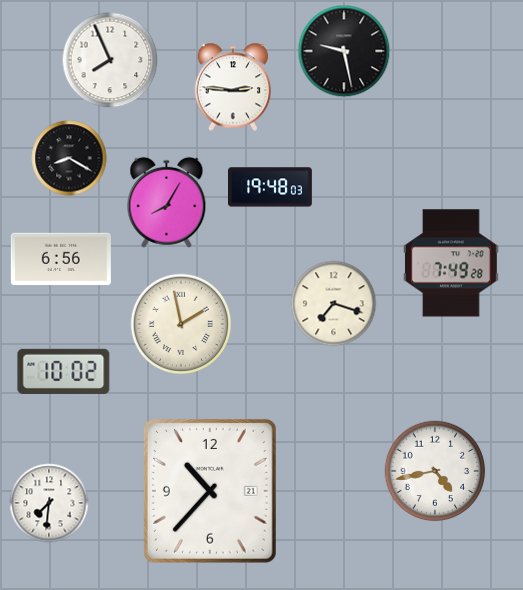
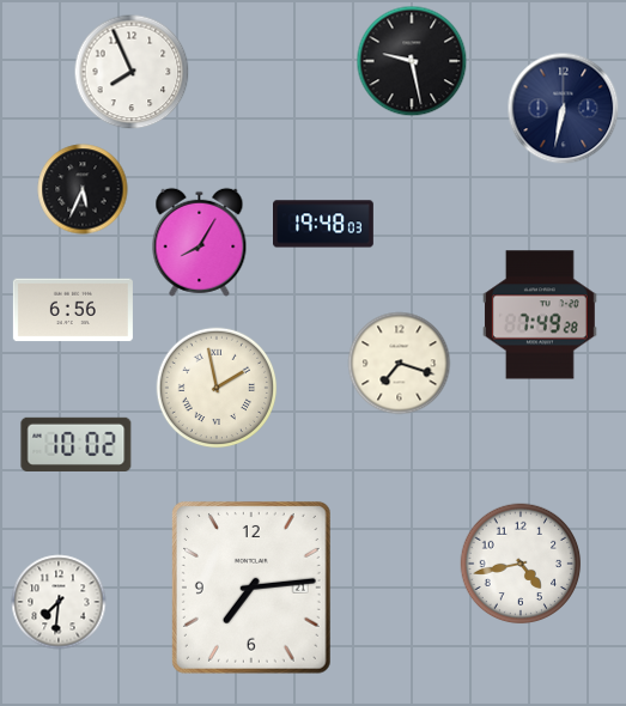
clock at (233, 87): 2:46 -> none
clock at (564, 109): none -> 6:32
clock at (69, 158): 8:20 -> 5:34
clock at (210, 491): 10:37 -> 7:14
